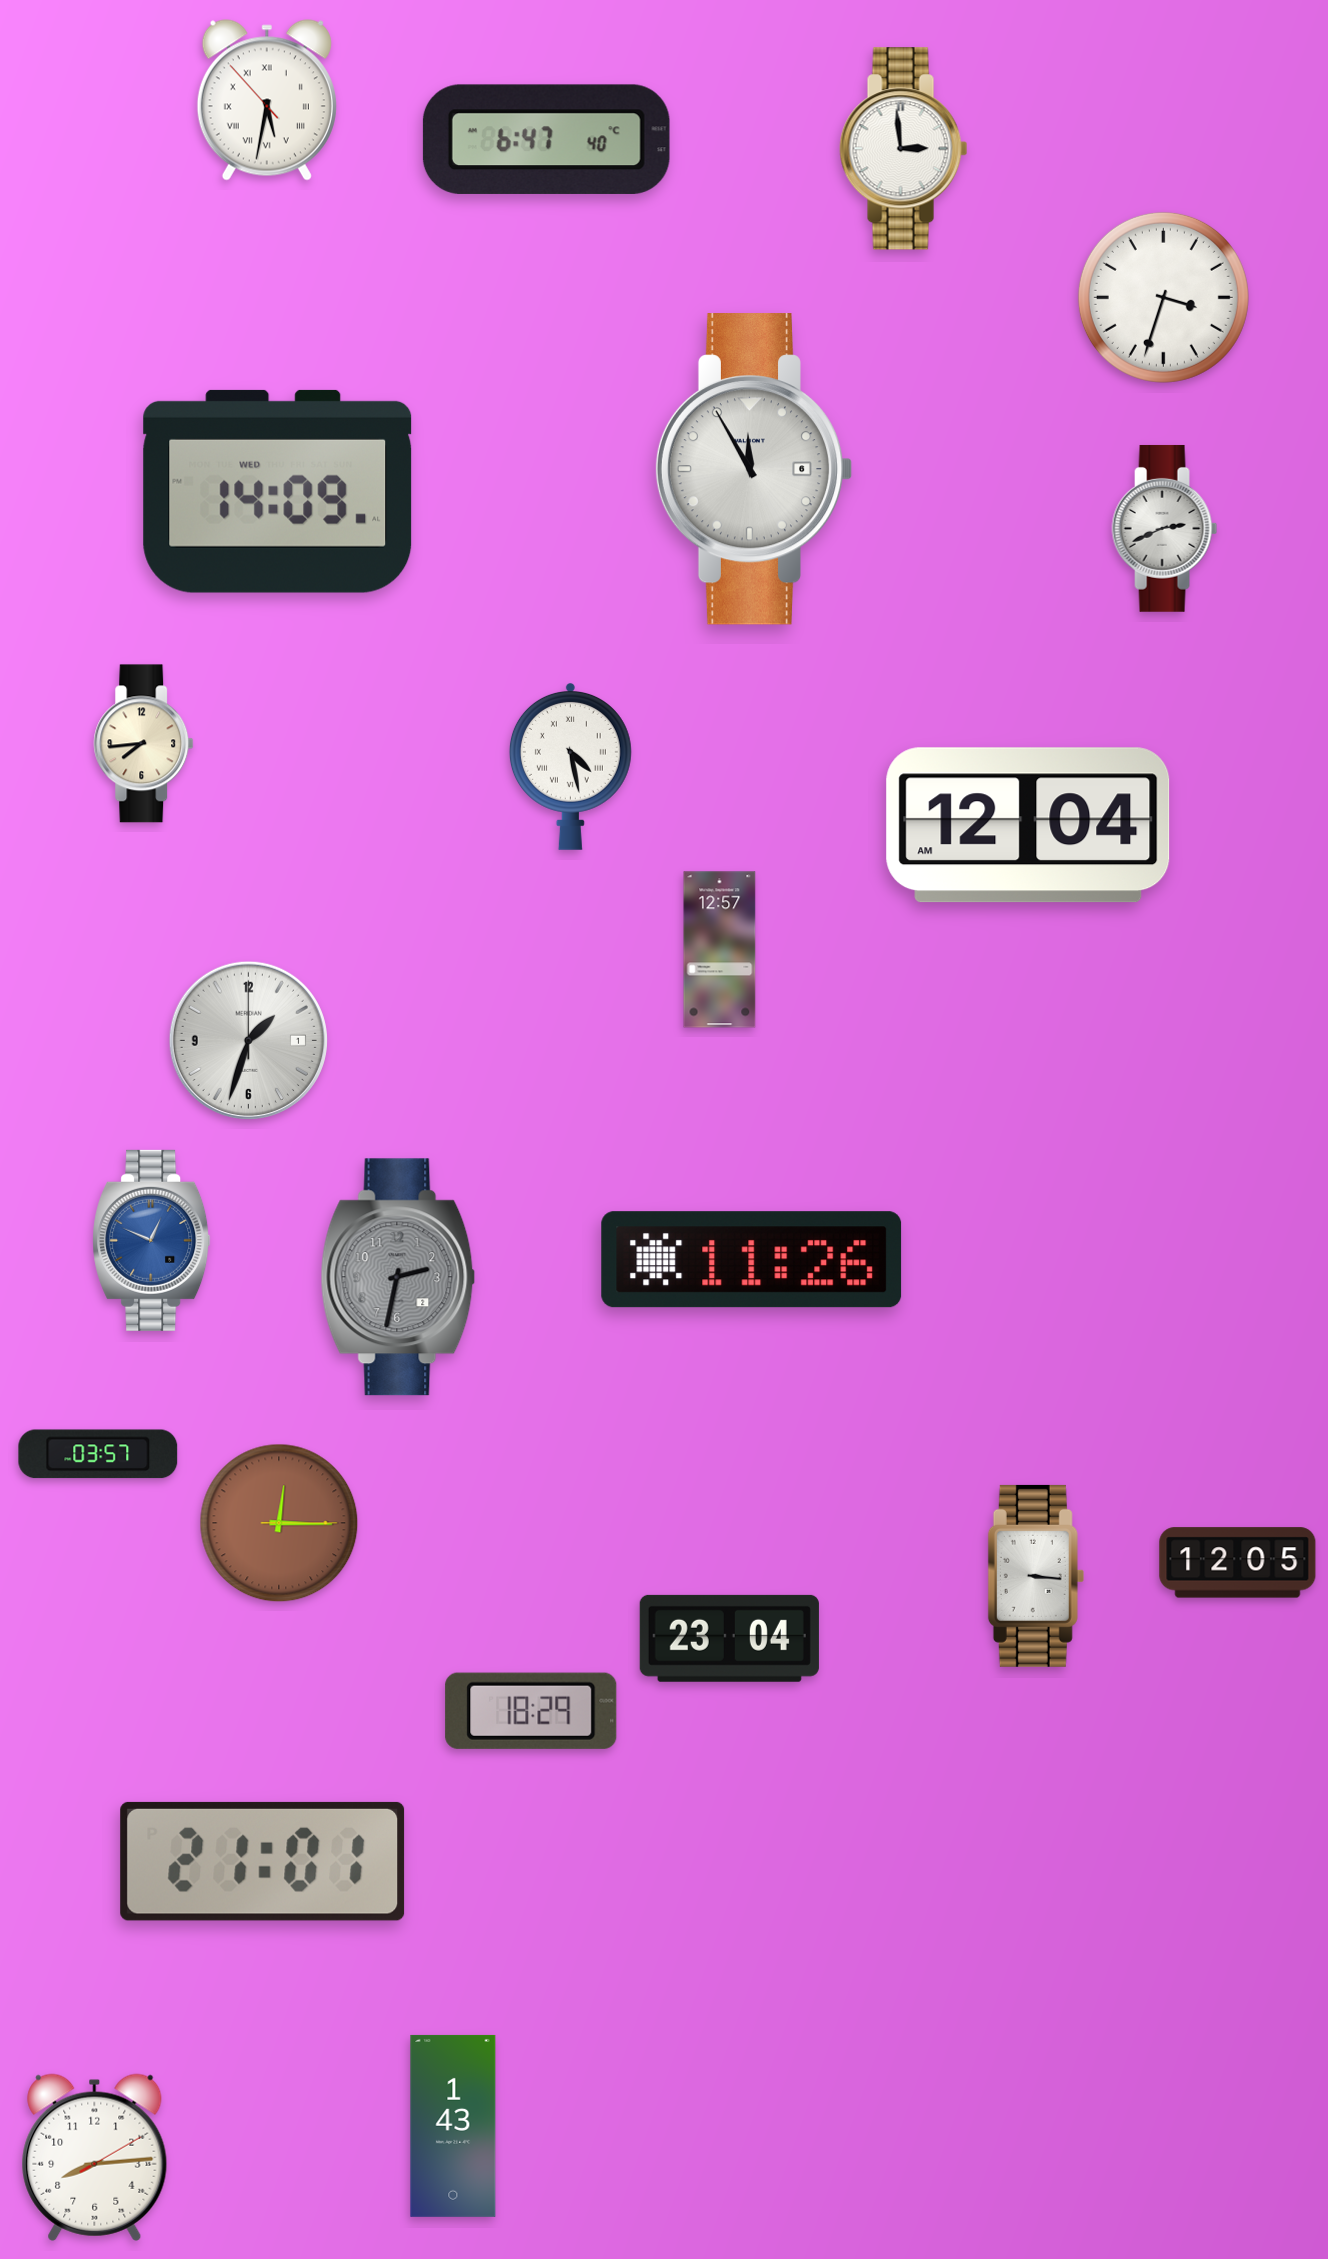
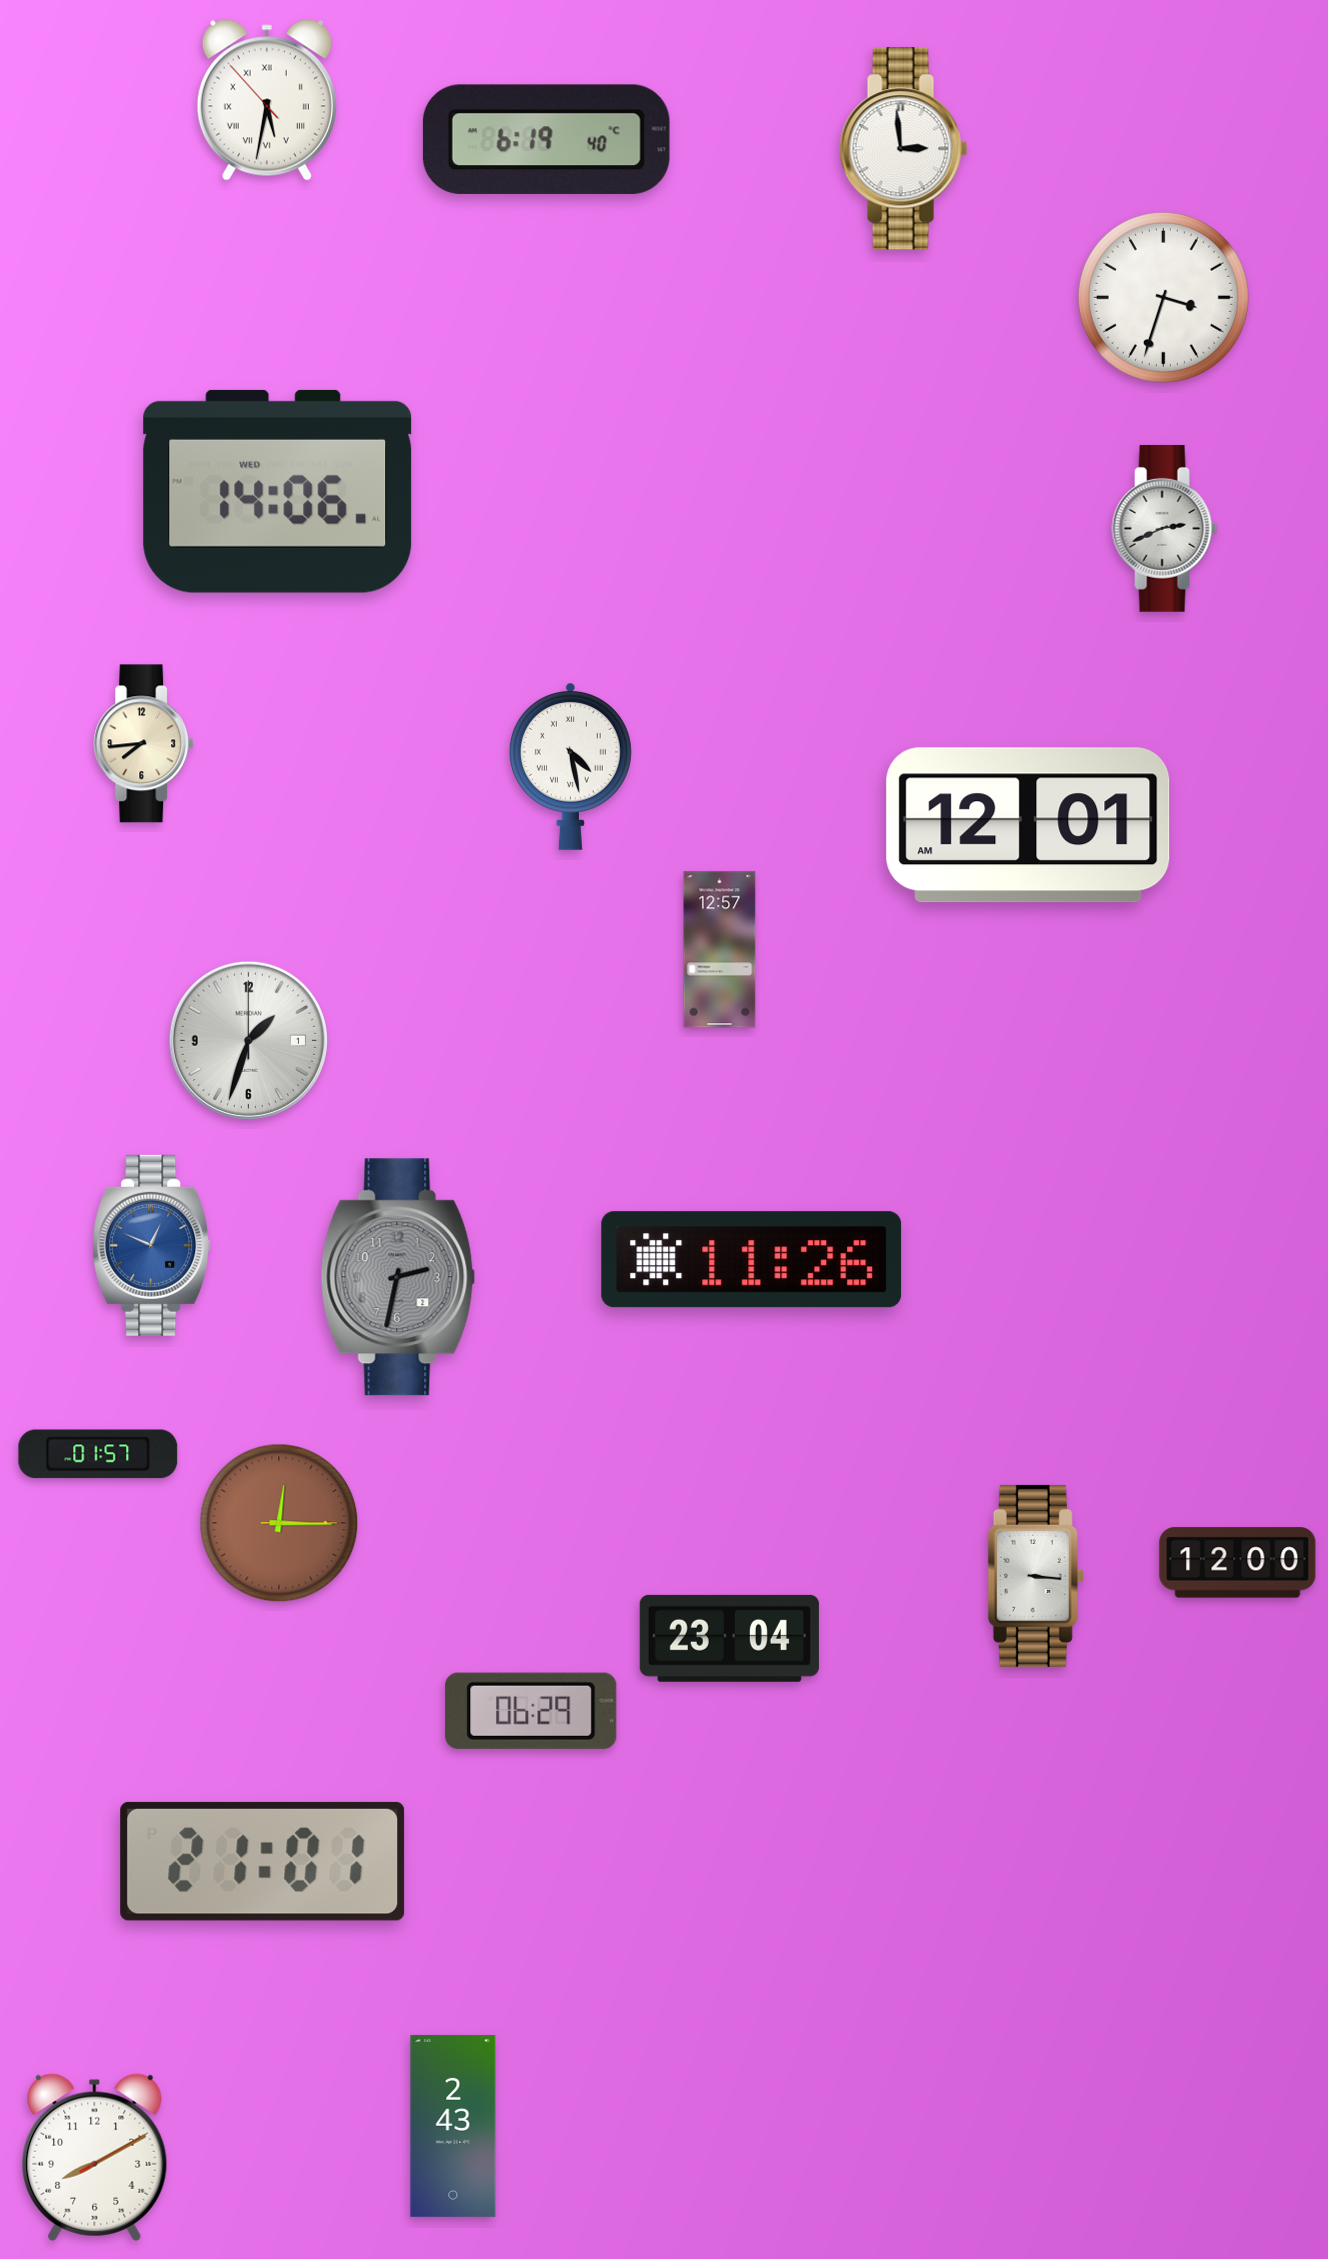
clock at (546, 139): 6:47 -> 6:19
clock at (754, 470): 11:55 -> none
clock at (278, 491): 14:09 -> 14:06
clock at (1028, 825): 12:04 -> 12:01
clock at (152, 1240) position: (152, 1240) -> (152, 1245)
clock at (98, 1454): 03:57 -> 01:57
clock at (1238, 1563): 12:05 -> 12:00
clock at (531, 1711): 18:29 -> 06:29
clock at (453, 2126): 1:43 -> 2:43
clock at (95, 2157): 8:14 -> 8:10
